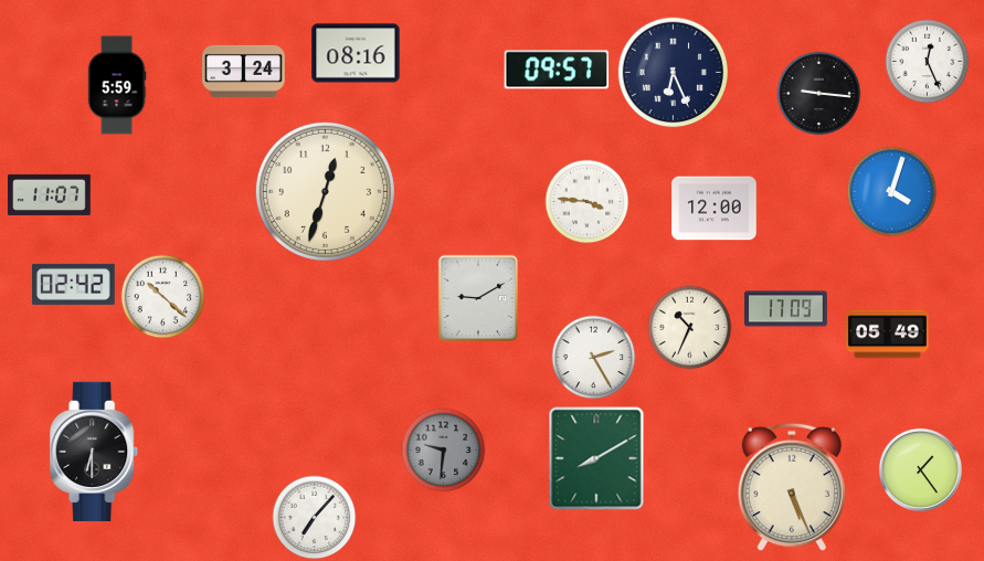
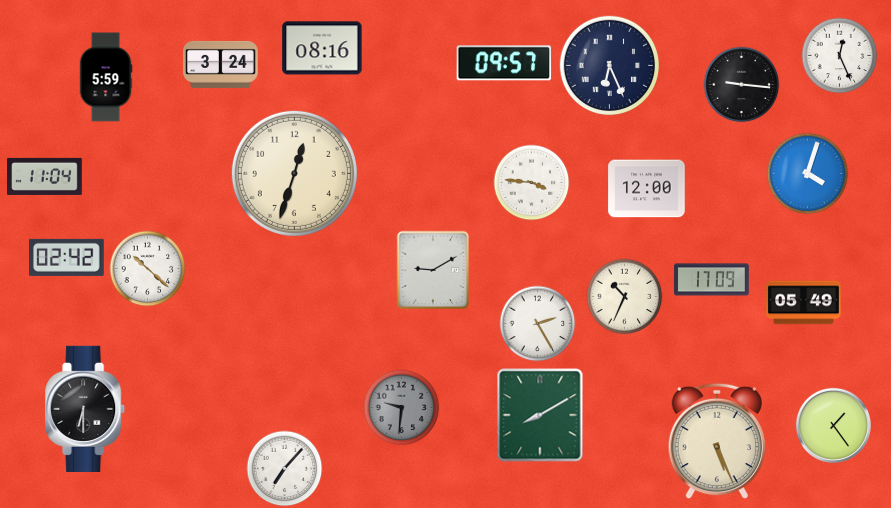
clock at (50, 194): 11:07 -> 11:04
